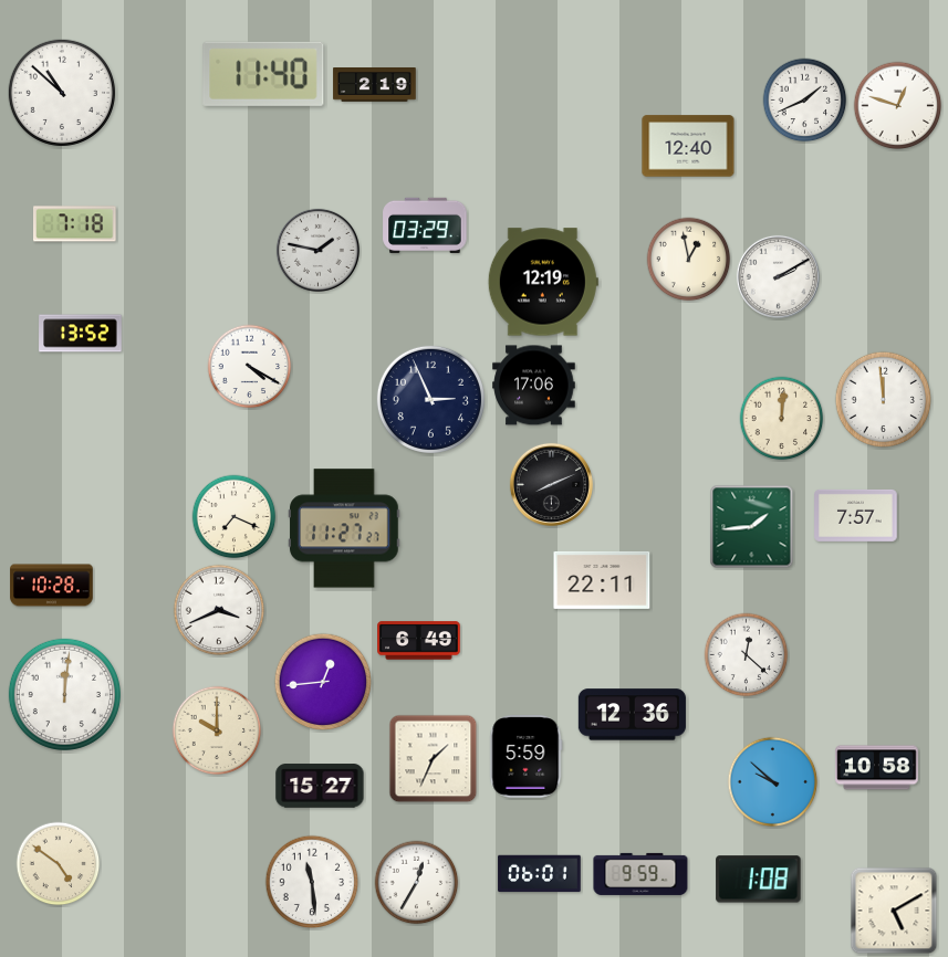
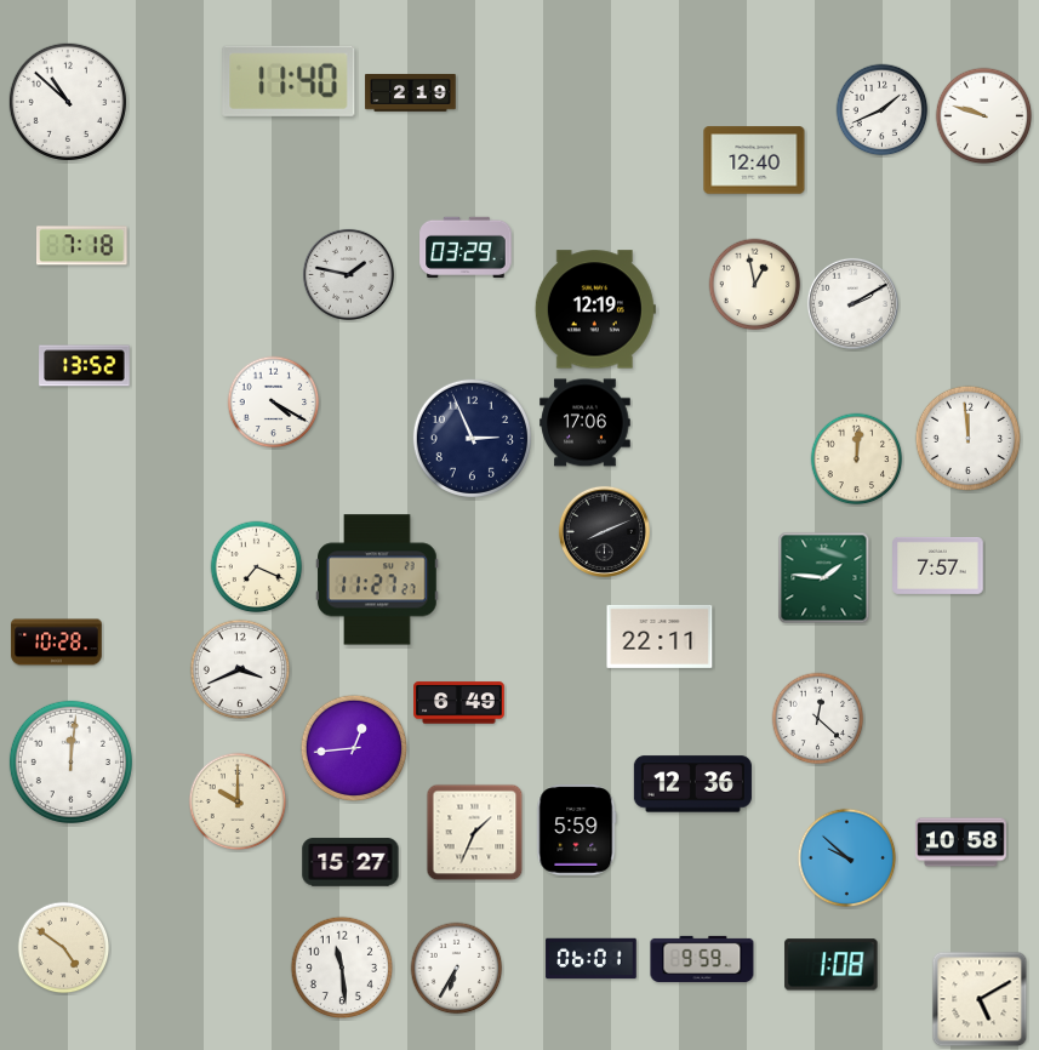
clock at (898, 106): 12:48 -> 9:48
clock at (81, 334) position: (81, 334) -> (85, 366)
clock at (752, 527): 1:44 -> 1:46
clock at (417, 883): 12:35 -> 6:35
